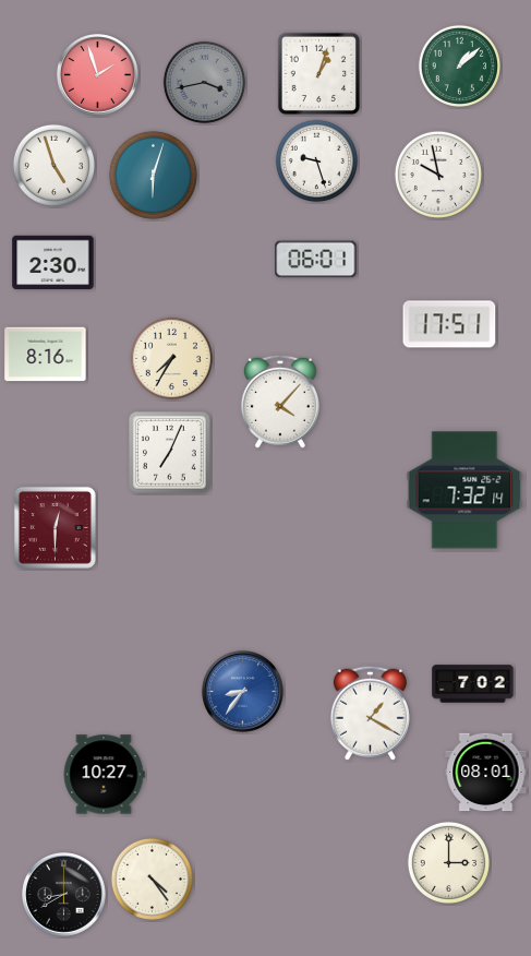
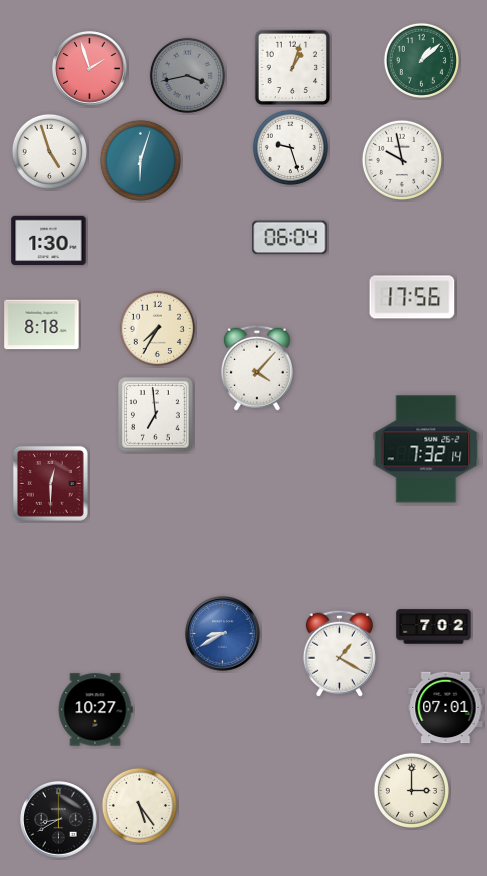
clock at (316, 260): 06:01 -> 06:04
clock at (53, 263): 2:30 -> 1:30
clock at (449, 324): 17:51 -> 17:56
clock at (46, 355): 8:16 -> 8:18
clock at (170, 453): 7:04 -> 6:59
clock at (243, 692): 8:36 -> 8:40
clock at (486, 773): 08:01 -> 07:01
clock at (152, 879): 4:24 -> 5:24
